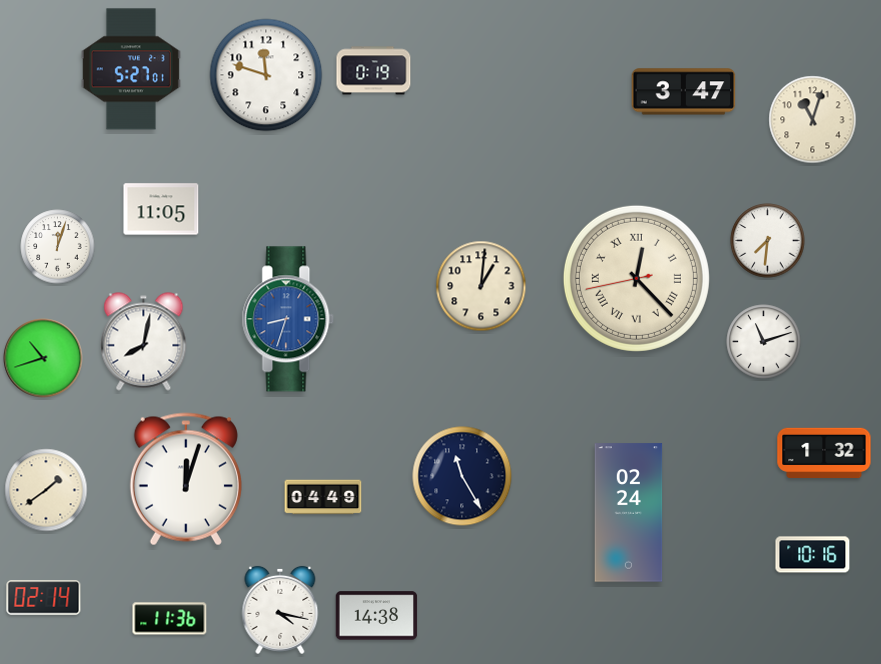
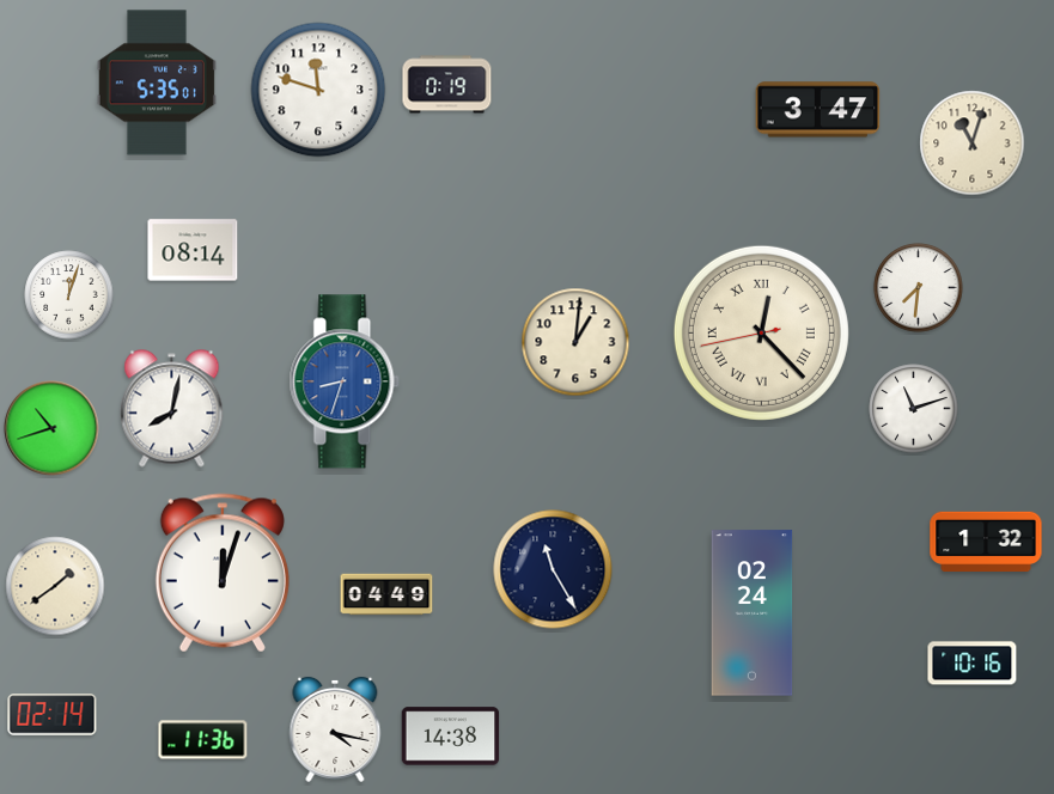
clock at (131, 69): 5:27 -> 5:35
clock at (161, 209): 11:05 -> 08:14
